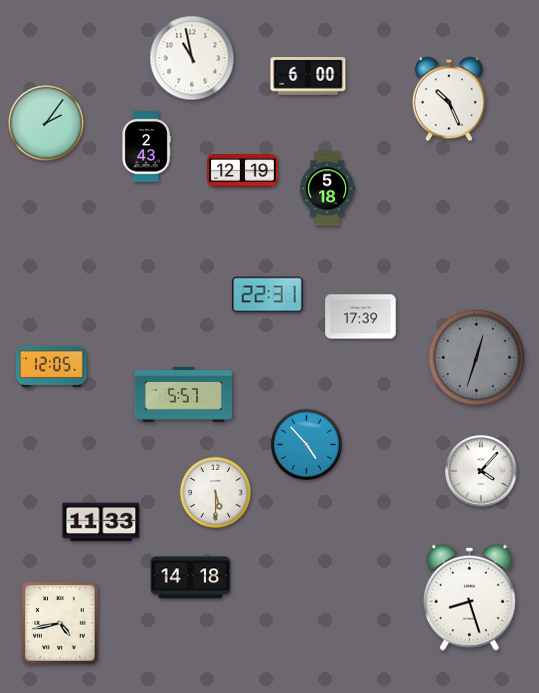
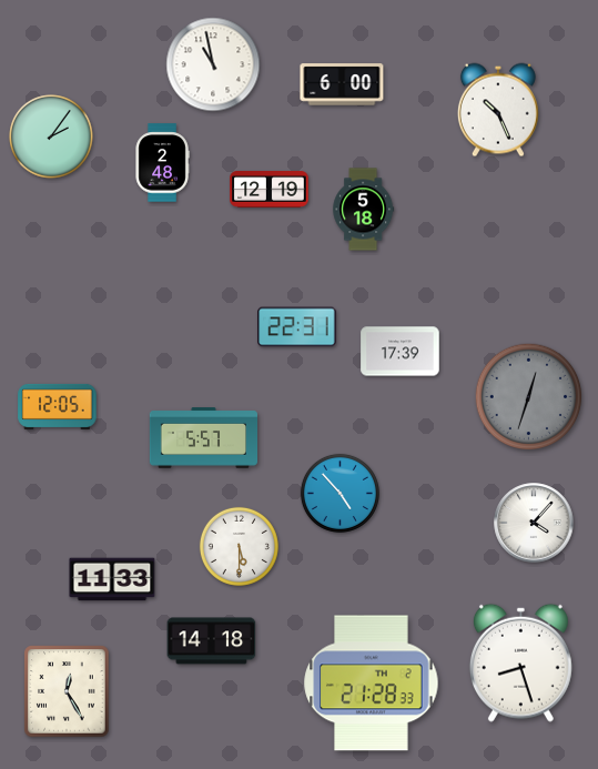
clock at (146, 147): 2:43 -> 2:48
clock at (372, 684): none -> 21:28
clock at (60, 623): 4:43 -> 12:25
